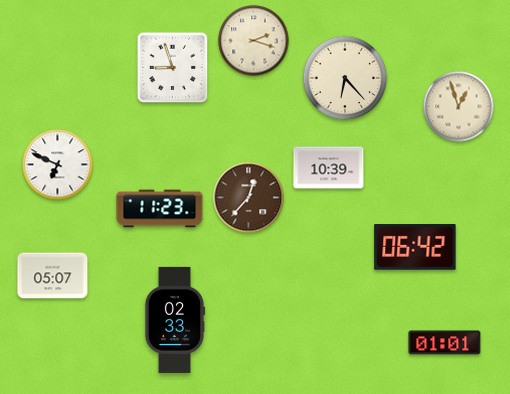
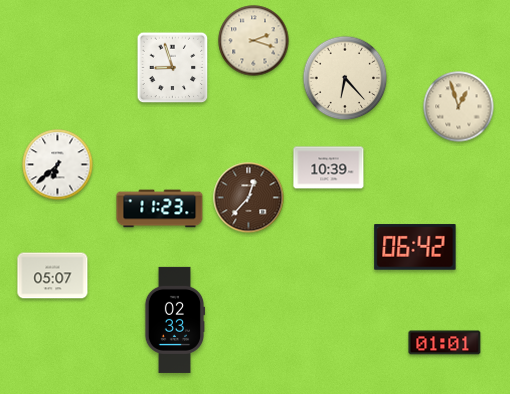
clock at (58, 165): 6:49 -> 6:38
